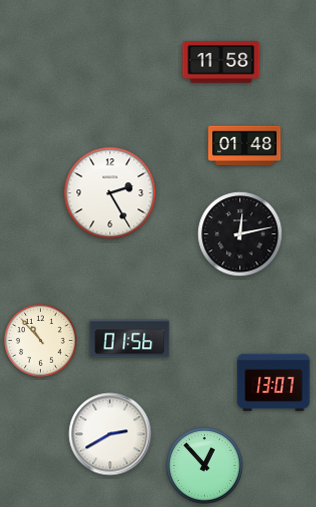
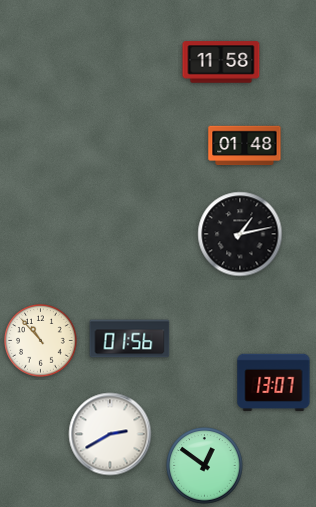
clock at (110, 193): 2:25 -> none
clock at (240, 234): 12:13 -> 1:13
clock at (205, 466): 12:53 -> 12:51
